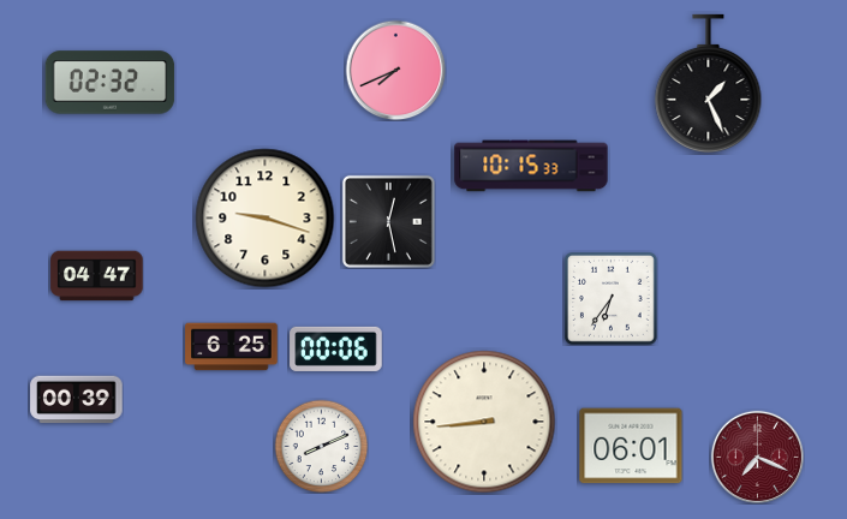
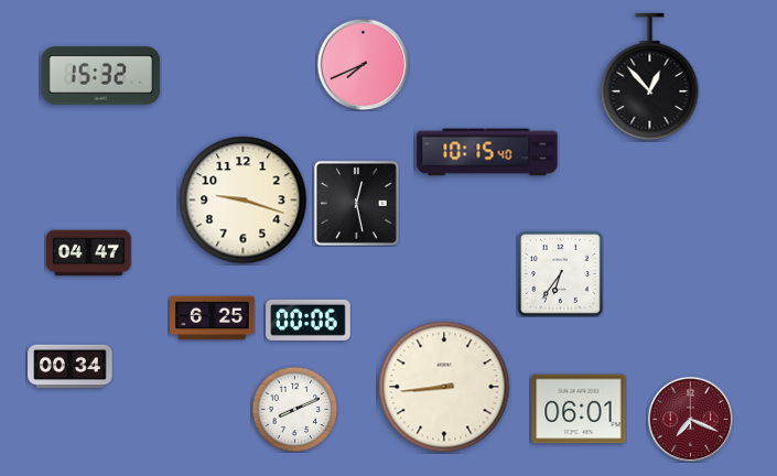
clock at (111, 83): 02:32 -> 15:32
clock at (709, 84): 1:26 -> 12:53
clock at (531, 166): 10:15:33 -> 10:15:40
clock at (77, 400): 00:39 -> 00:34
clock at (757, 457) position: (757, 457) -> (690, 419)
